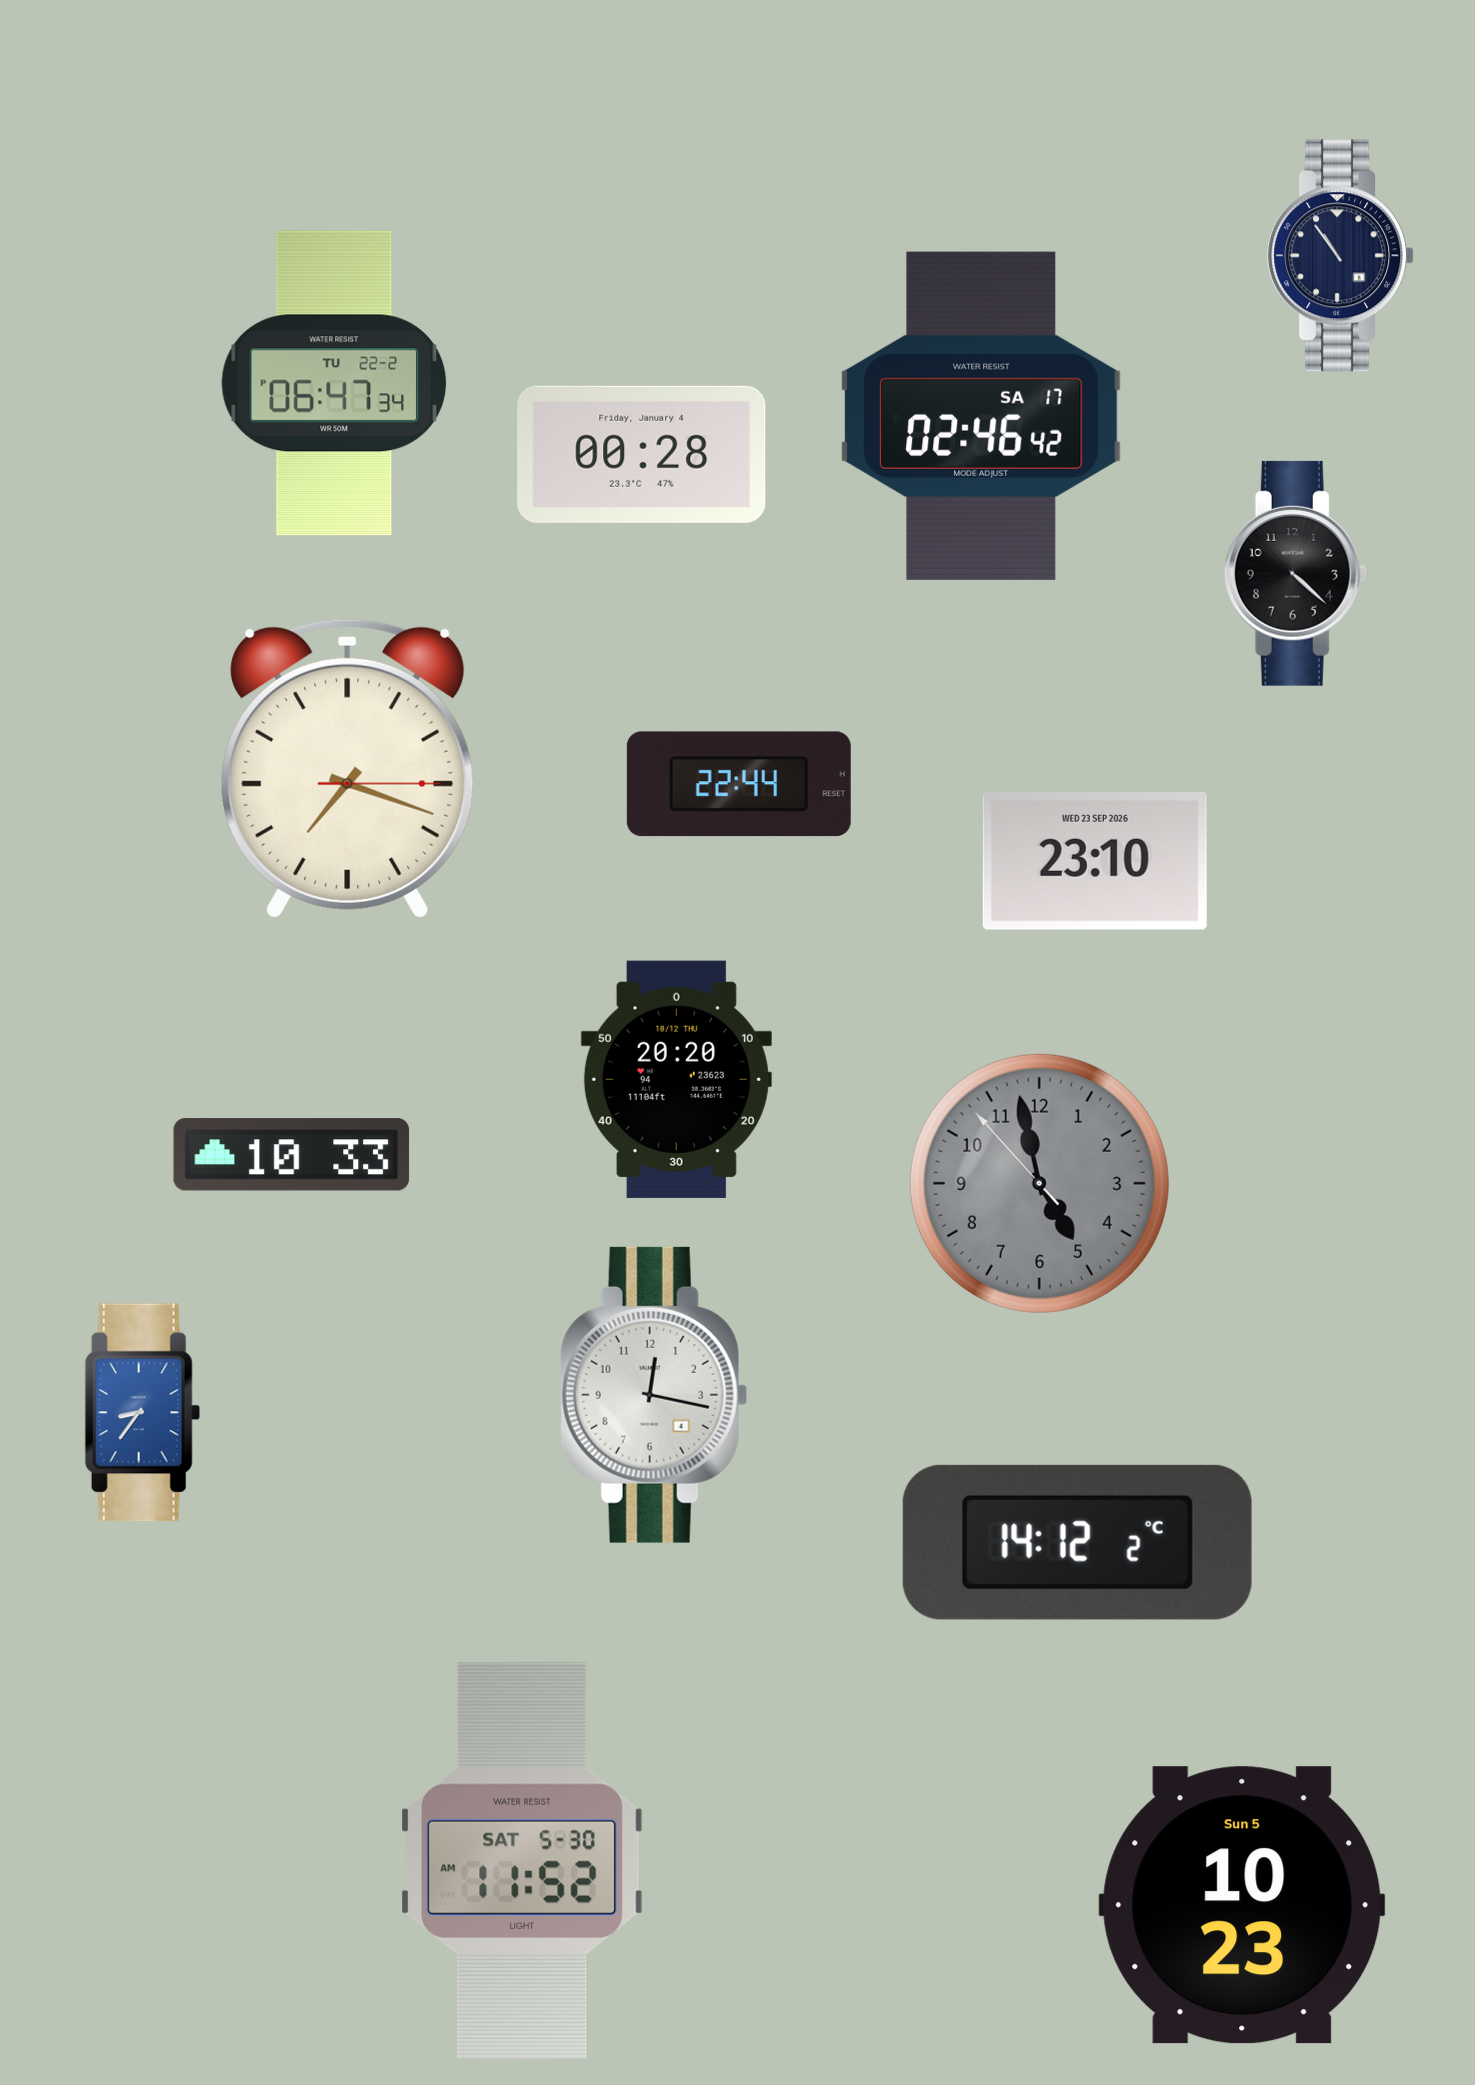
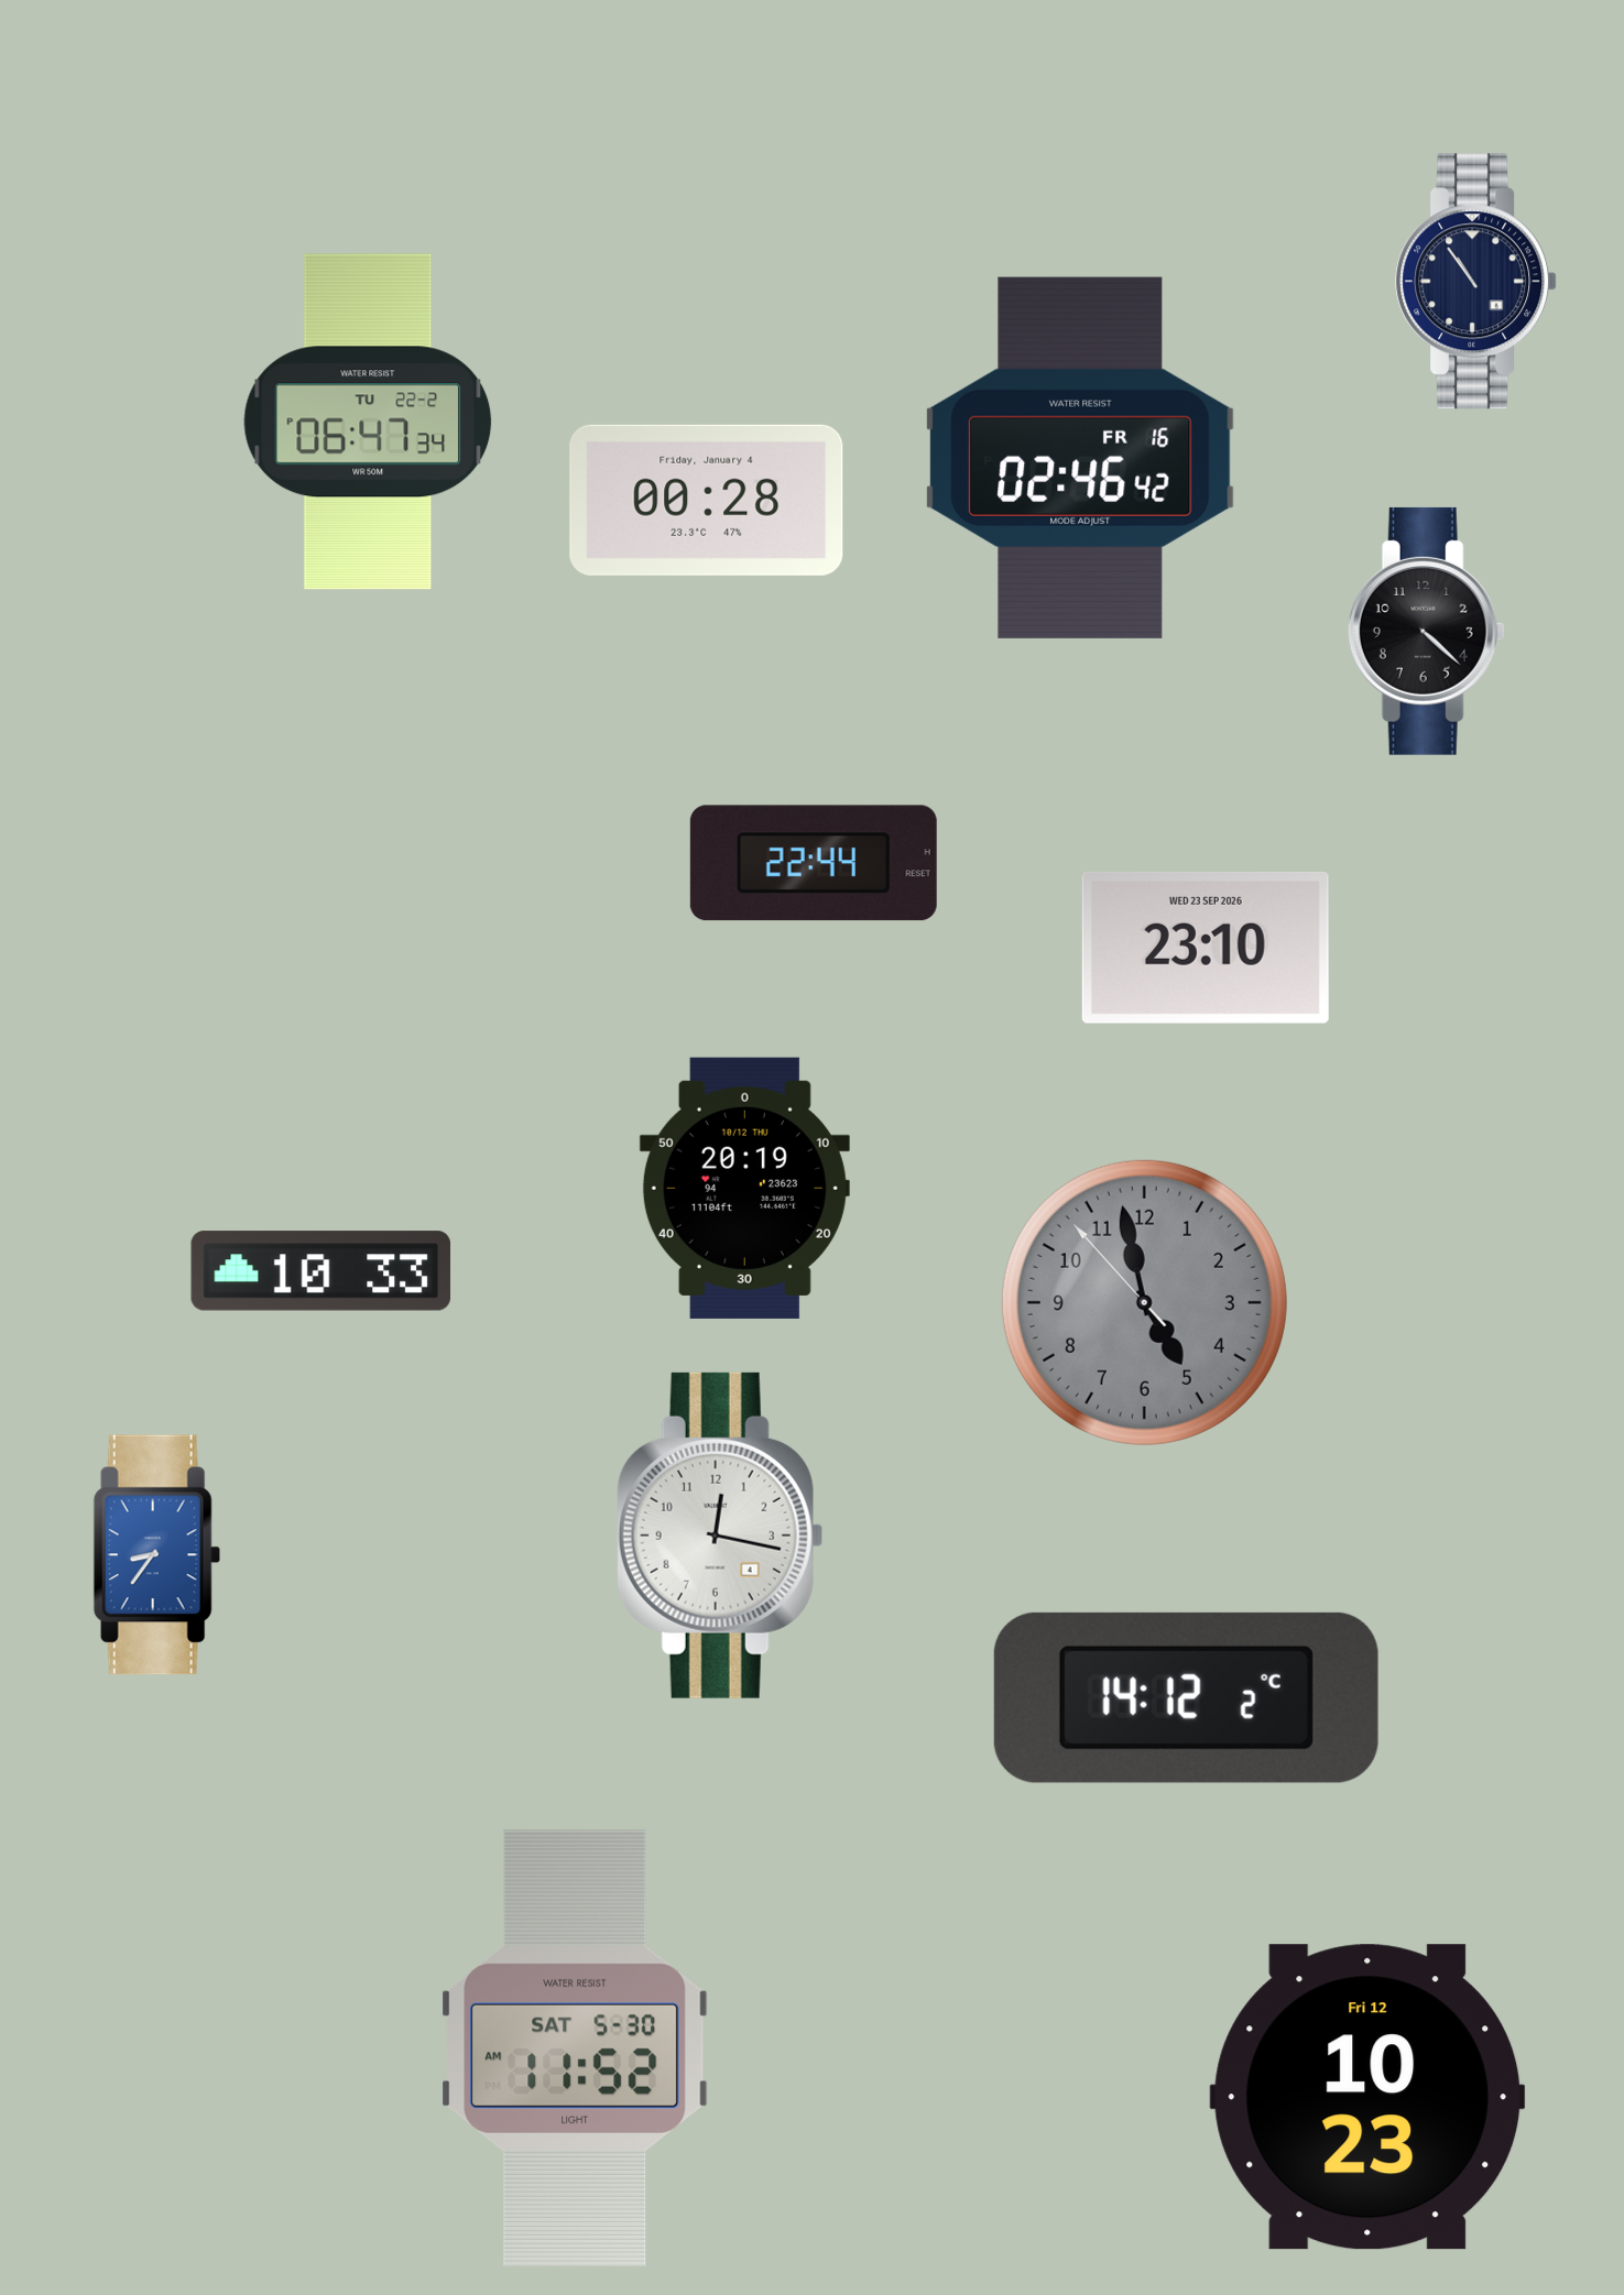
clock at (981, 416) date: SA 17 -> FR 16
clock at (348, 768): 7:18 -> none
clock at (676, 1079): 20:20 -> 20:19
clock at (1242, 1905) date: Sun 5 -> Fri 12
